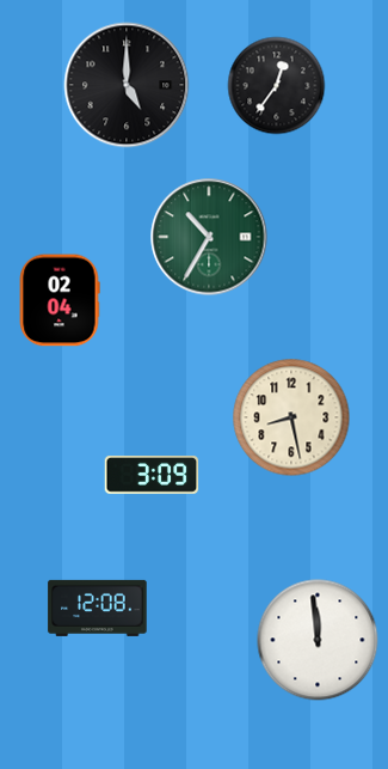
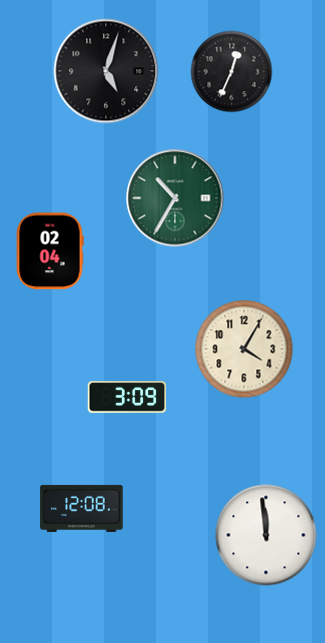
clock at (127, 85): 5:00 -> 5:03
clock at (277, 86): 12:36 -> 12:34
clock at (291, 417): 8:28 -> 4:05
